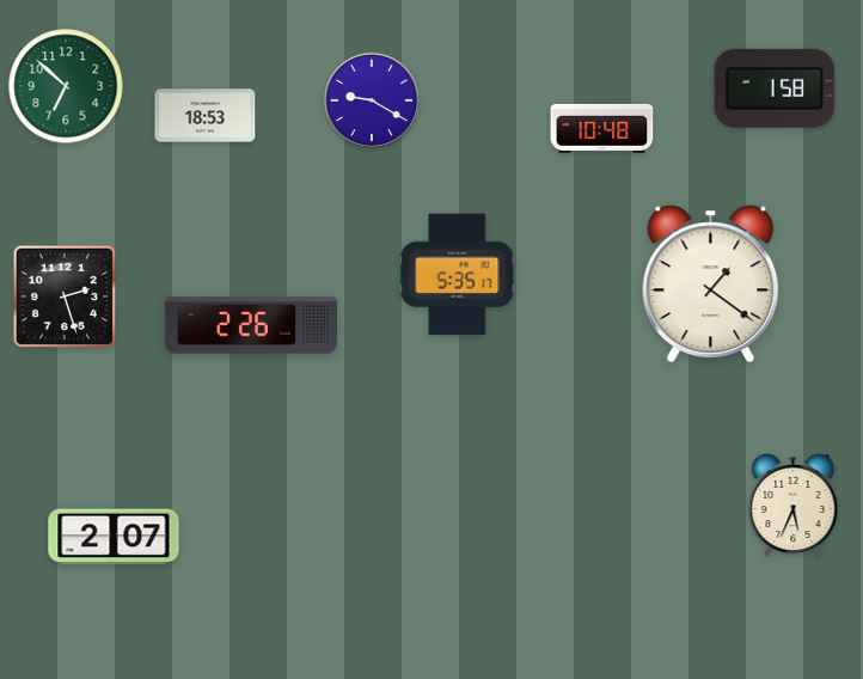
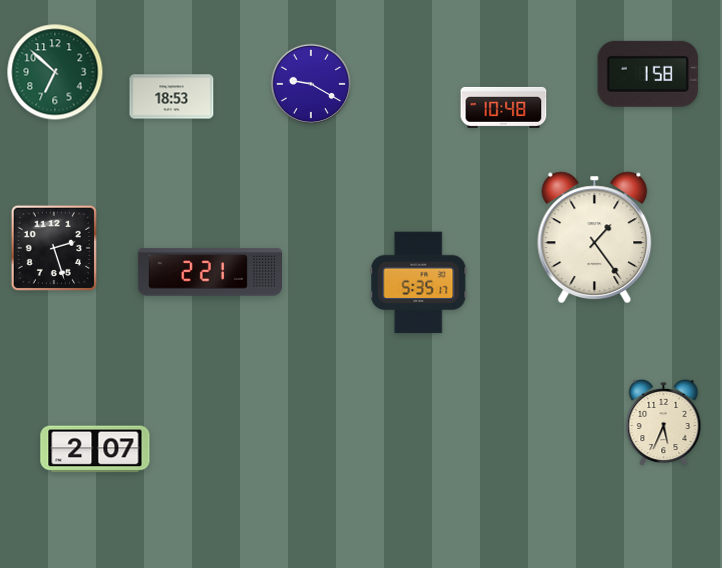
clock at (458, 275) position: (458, 275) -> (419, 283)
clock at (711, 283): 1:21 -> 1:24
clock at (250, 325): 2:26 -> 2:21
